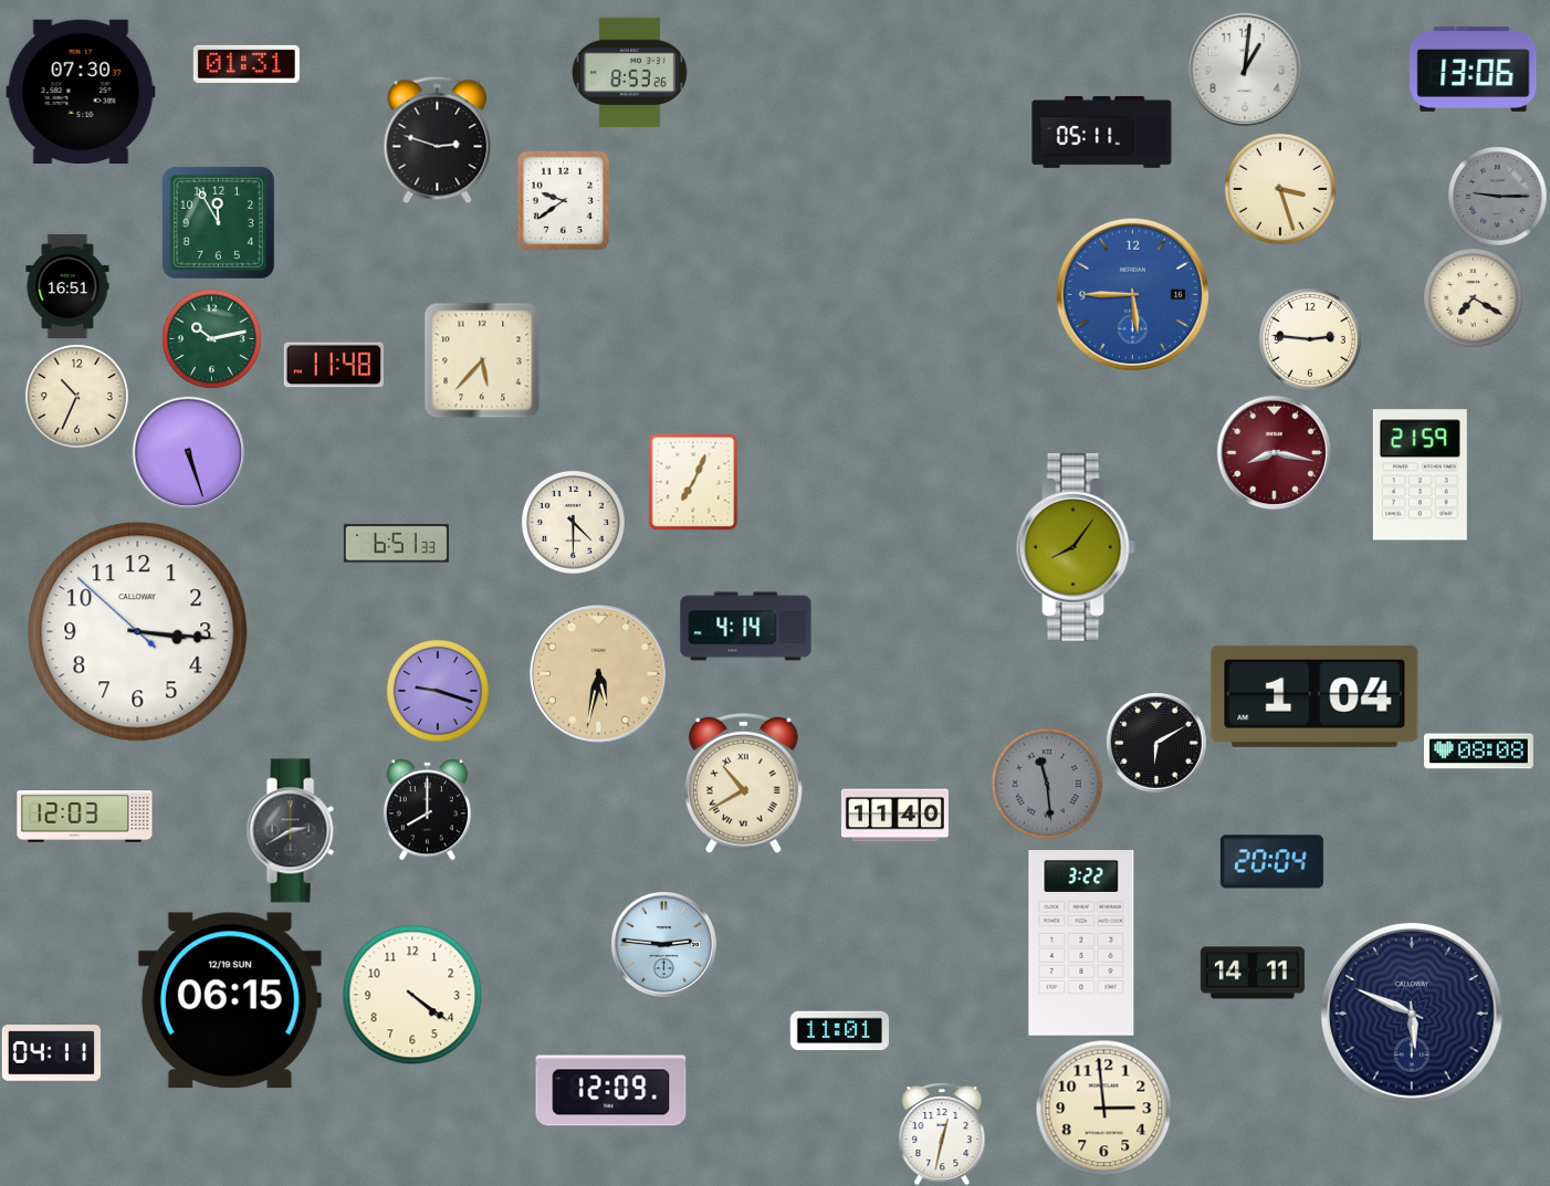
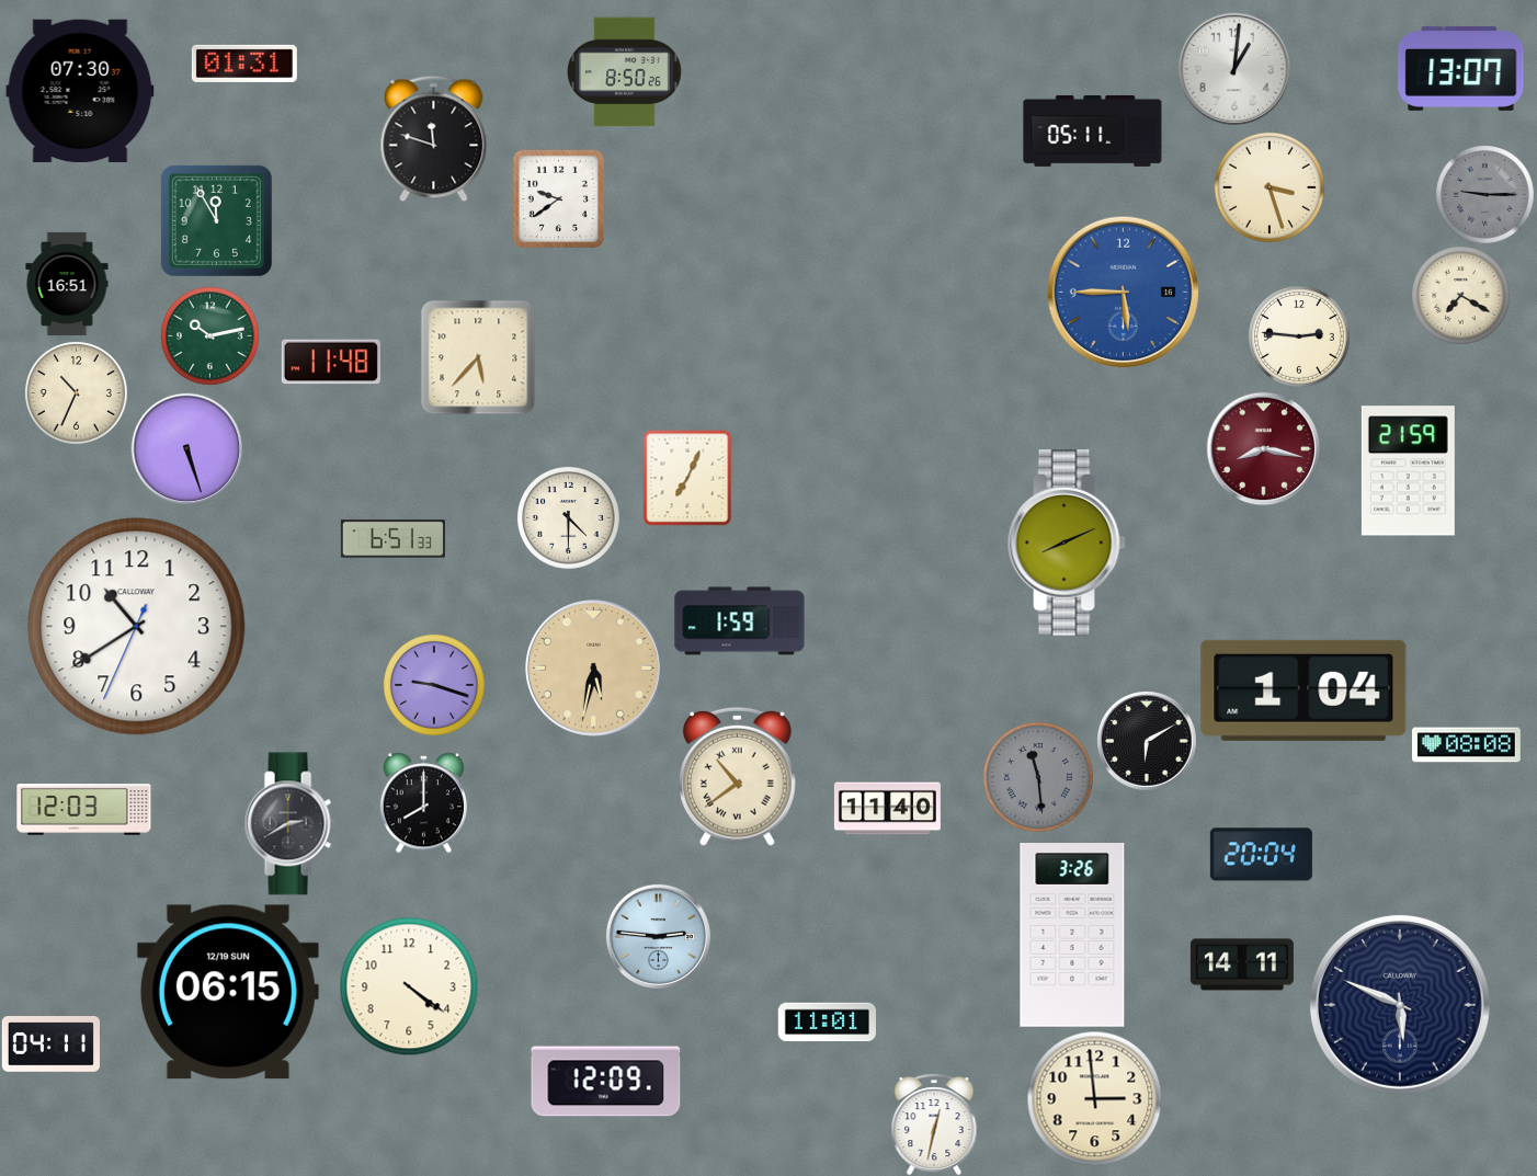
clock at (1474, 69): 13:06 -> 13:07
clock at (630, 73): 8:53 -> 8:50
clock at (438, 139): 2:48 -> 11:48
clock at (1076, 548): 8:06 -> 8:11
clock at (746, 627): 4:14 -> 1:59
clock at (138, 632): 3:15 -> 10:39
clock at (1156, 743) position: (1156, 743) -> (1147, 741)
clock at (744, 783): 10:40 -> 10:39
clock at (1081, 944): 3:22 -> 3:26
clock at (839, 1031) position: (839, 1031) -> (827, 1023)
